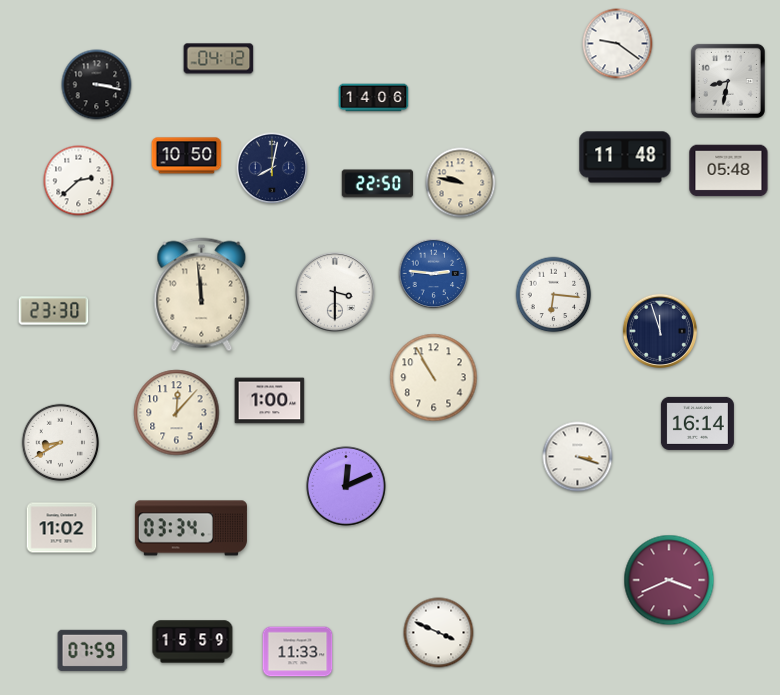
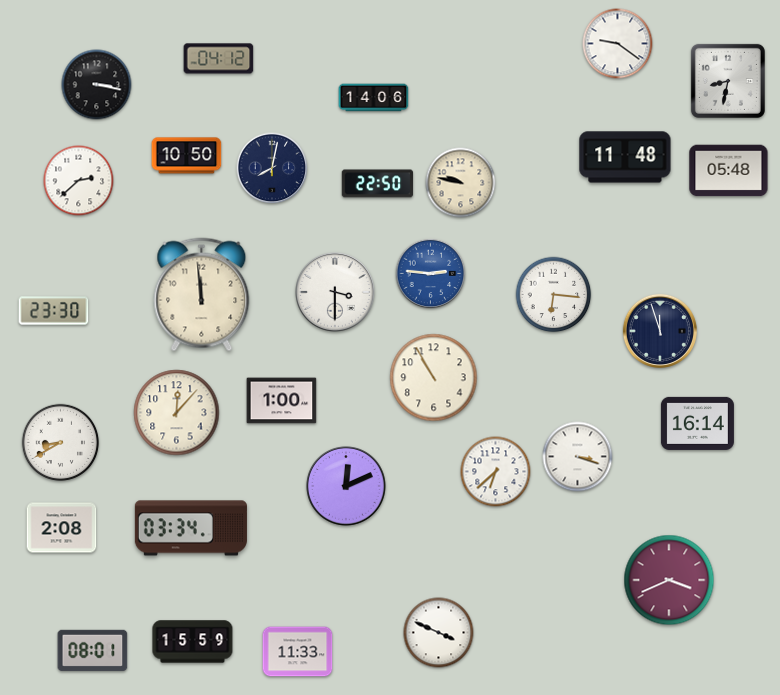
clock at (434, 274) position: (434, 274) -> (431, 274)
clock at (270, 401) position: (270, 401) -> (282, 401)
clock at (496, 472): none -> 6:38
clock at (62, 528): 11:02 -> 2:08
clock at (93, 650): 07:59 -> 08:01
